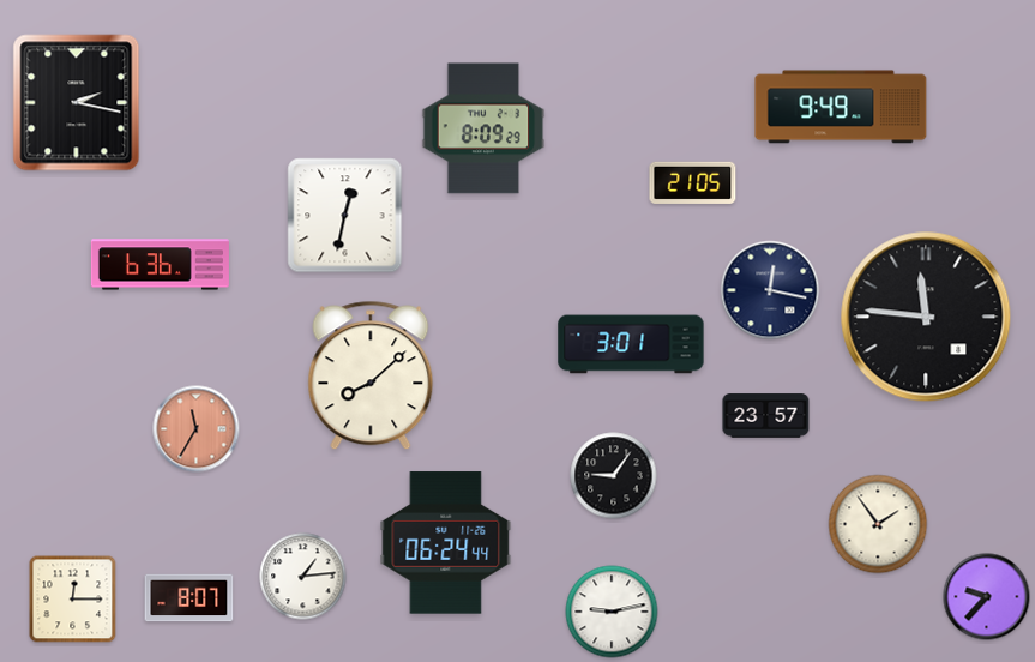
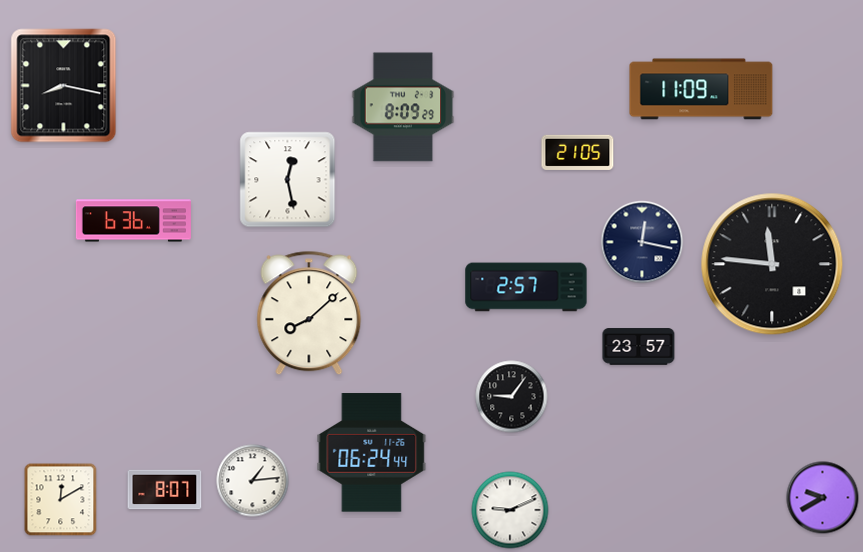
clock at (77, 103): 2:17 -> 8:17
clock at (841, 107): 9:49 -> 11:09
clock at (345, 216): 12:32 -> 12:28
clock at (631, 344): 3:01 -> 2:57
clock at (197, 429): 11:35 -> none
clock at (878, 524): 1:54 -> none
clock at (987, 597): 9:37 -> 9:40
clock at (189, 598) position: (189, 598) -> (165, 490)
clock at (73, 600): 12:15 -> 12:10
clock at (612, 612): 9:13 -> 9:11
